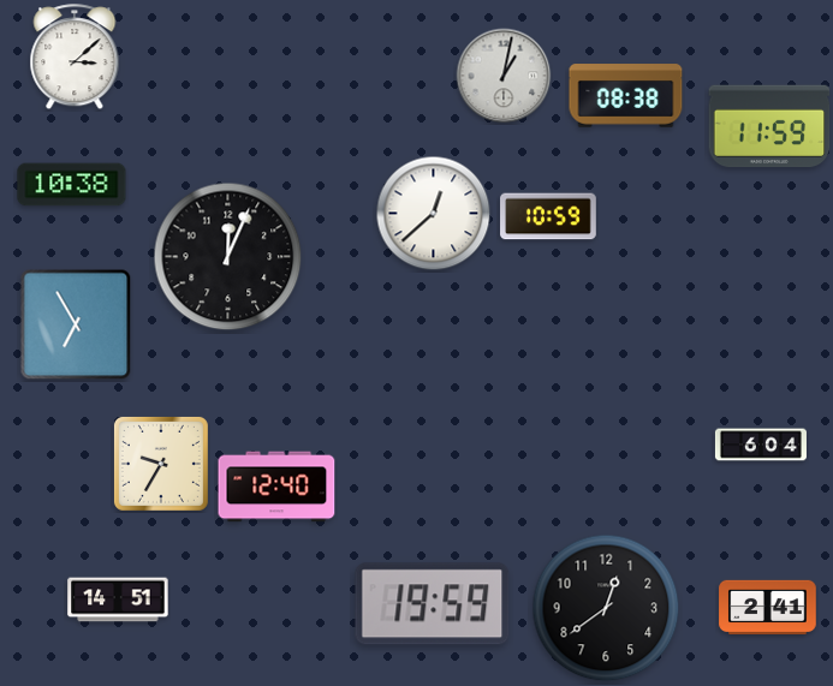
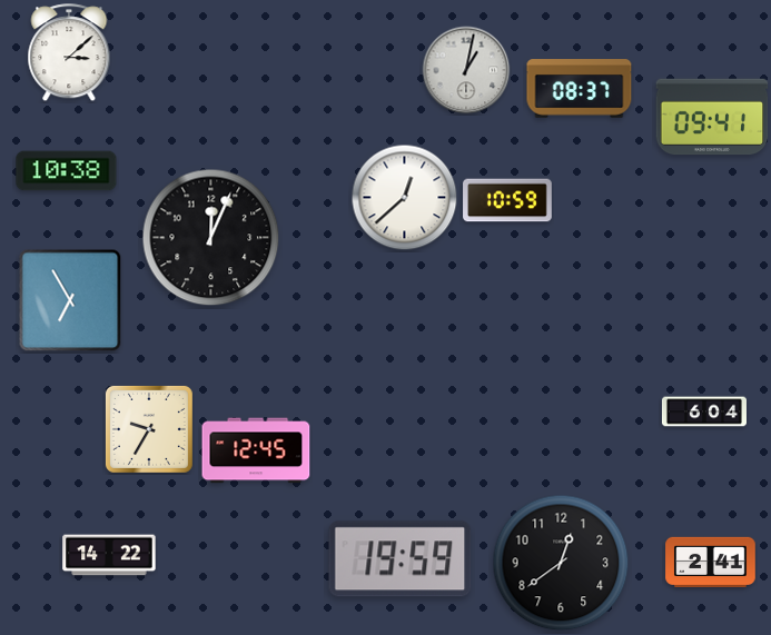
clock at (626, 96): 08:38 -> 08:37
clock at (769, 126): 11:59 -> 09:41
clock at (434, 214) position: (434, 214) -> (405, 198)
clock at (276, 487): 12:40 -> 12:45
clock at (118, 599): 14:51 -> 14:22
